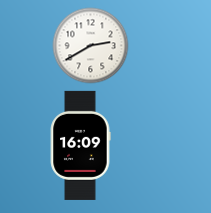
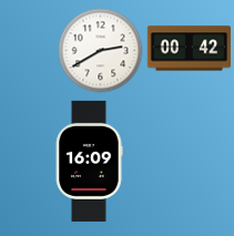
clock at (190, 49): none -> 00:42
